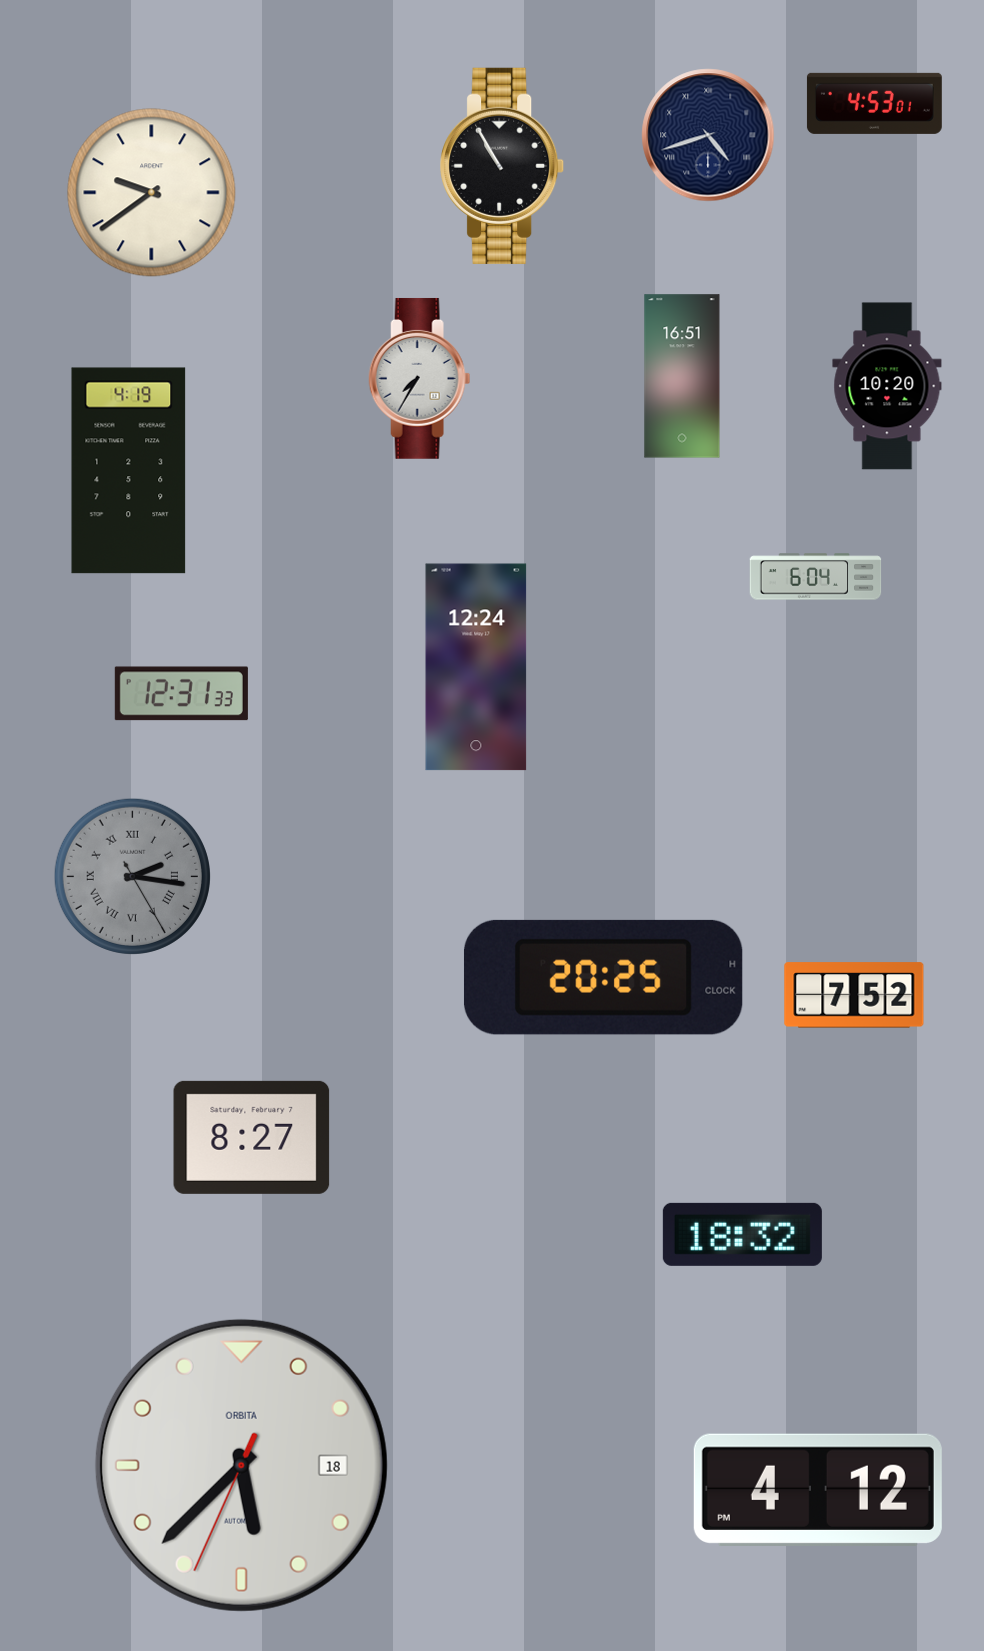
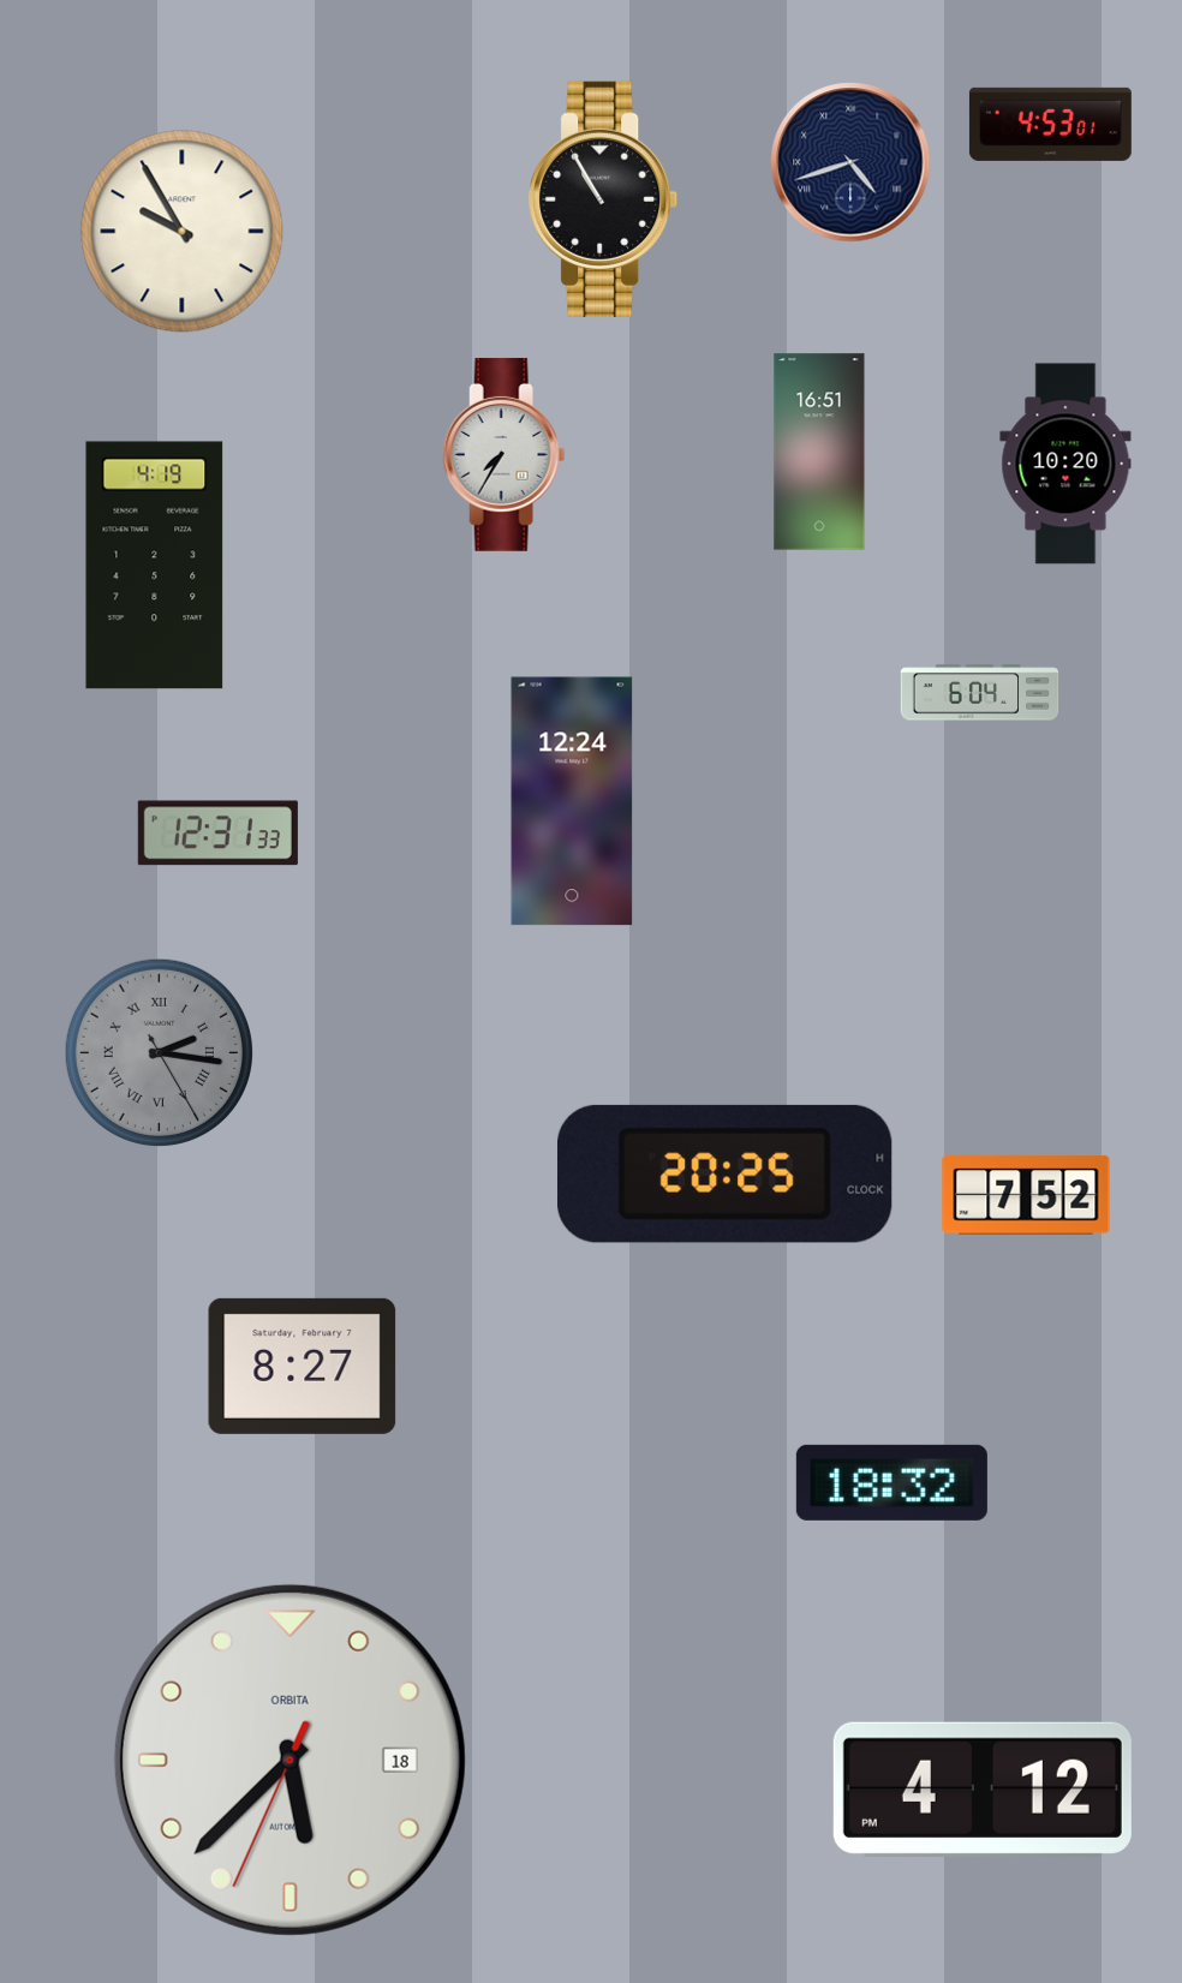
clock at (152, 193): 9:39 -> 9:55
